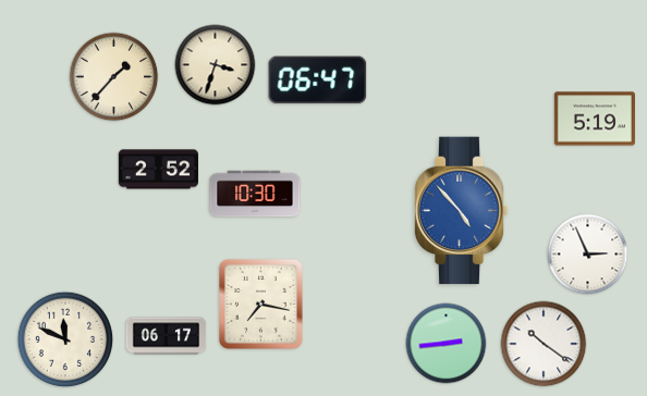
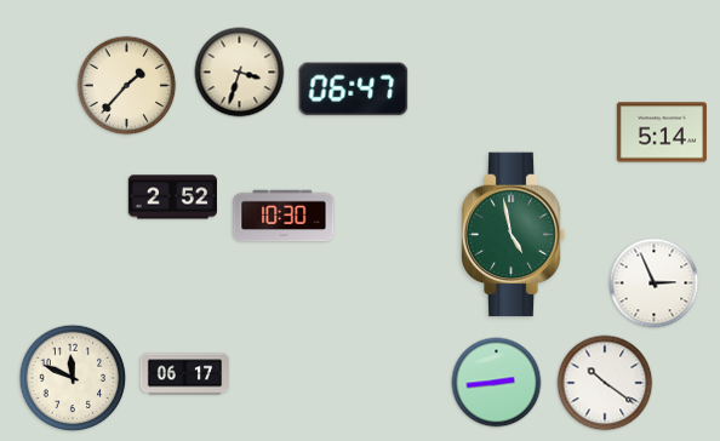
clock at (595, 119): 5:19 -> 5:14
clock at (158, 170) position: (158, 170) -> (172, 197)
clock at (461, 211): 4:53 -> 4:58
clock at (461, 211) dial: blue -> green
clock at (260, 304): 7:17 -> none
